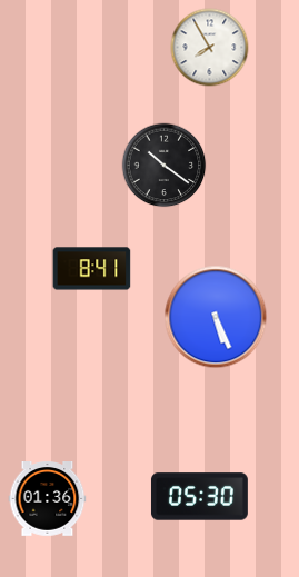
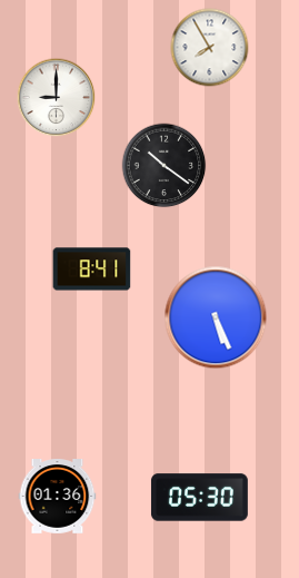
clock at (57, 98): none -> 9:00
clock at (48, 499) position: (48, 499) -> (58, 497)
